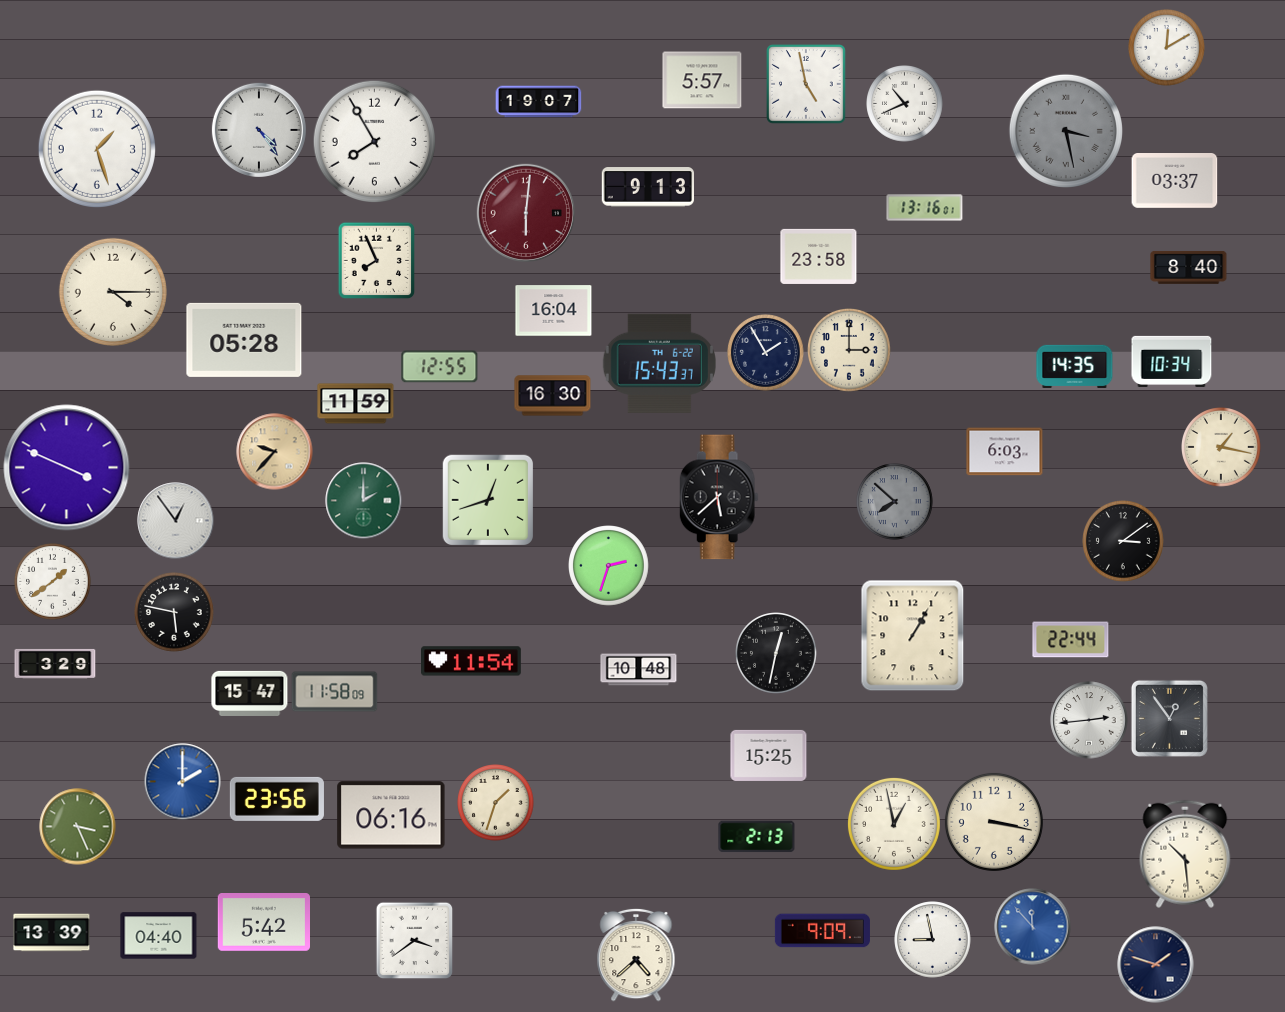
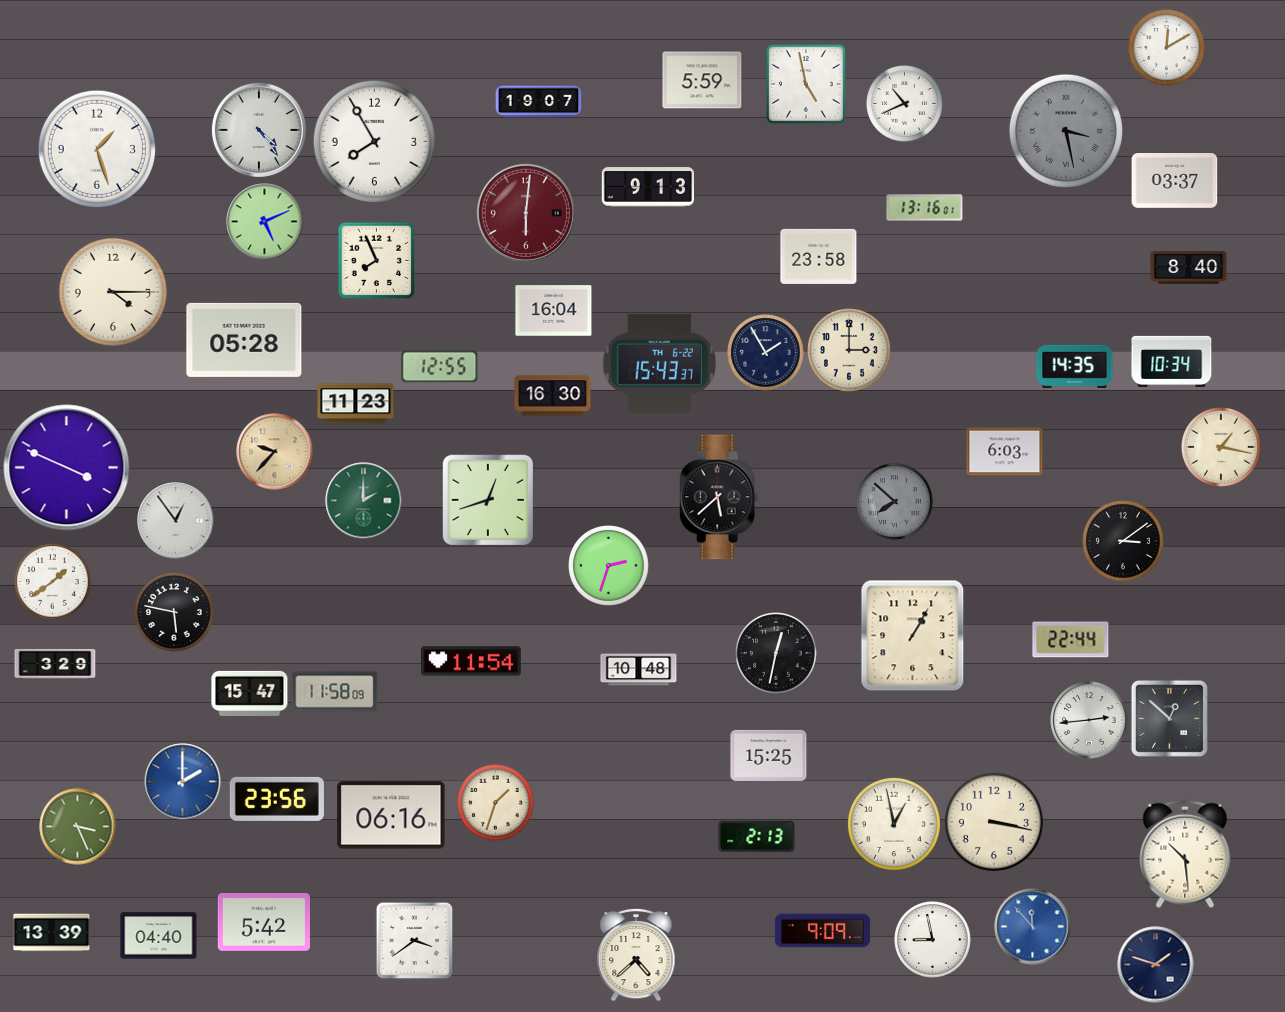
clock at (702, 80): 5:57 -> 5:59
clock at (265, 222): none -> 5:11
clock at (356, 404): 11:59 -> 11:23
clock at (1169, 718): 12:54 -> 12:52
